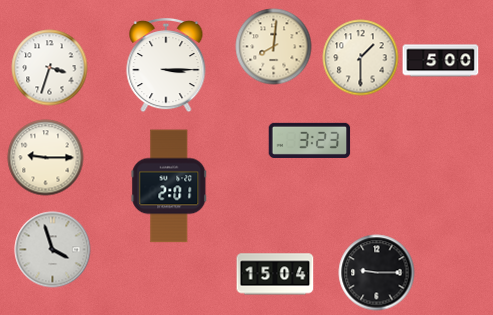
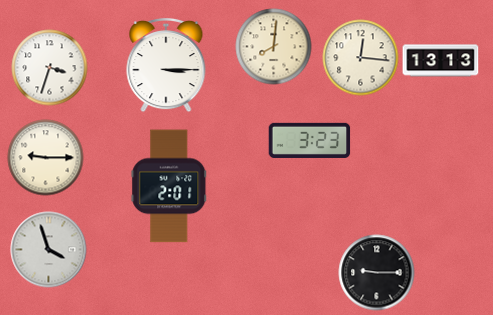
clock at (361, 58): 1:30 -> 12:16
clock at (441, 61): 5:00 -> 13:13
clock at (53, 250) position: (53, 250) -> (49, 250)
clock at (275, 274): 15:04 -> none
